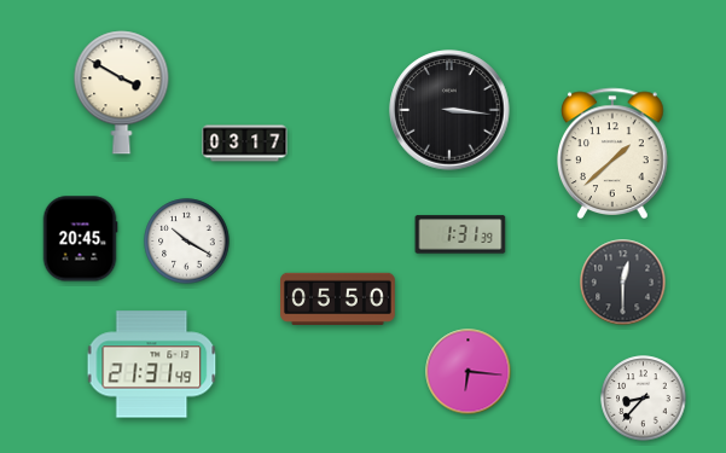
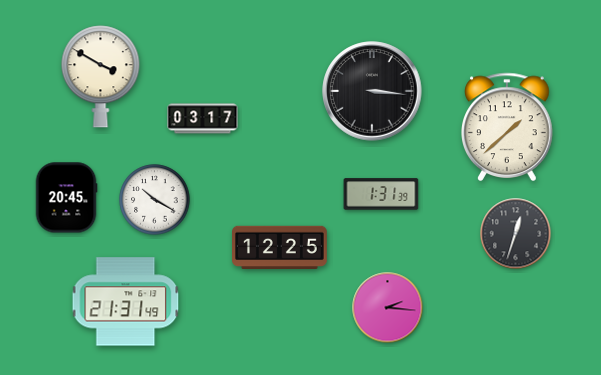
clock at (623, 283): 12:30 -> 12:33
clock at (338, 298): 05:50 -> 12:25
clock at (469, 372): 6:16 -> 2:16
clock at (644, 399): 8:37 -> none
